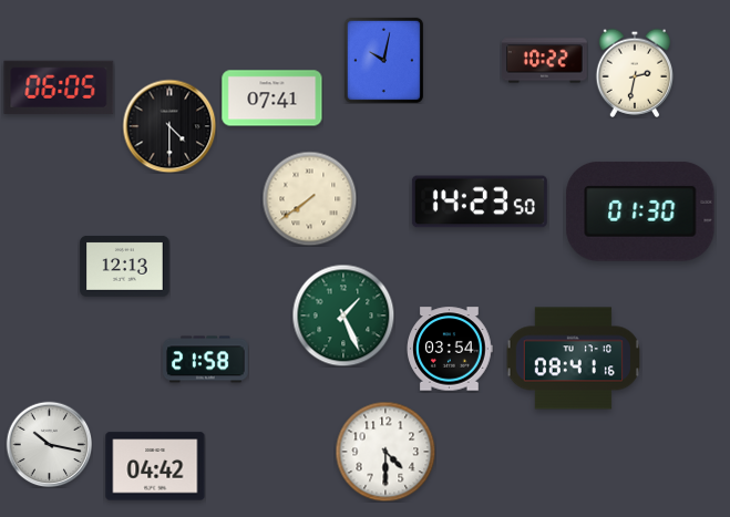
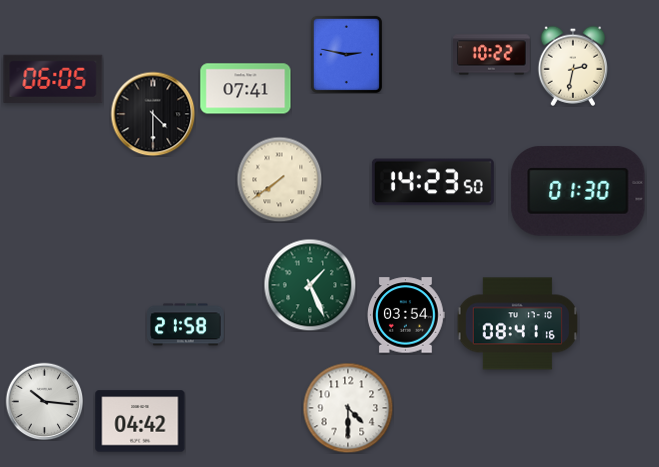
clock at (383, 60): 10:02 -> 2:47
clock at (125, 267): 12:13 -> none
clock at (49, 444): 10:17 -> 10:16
